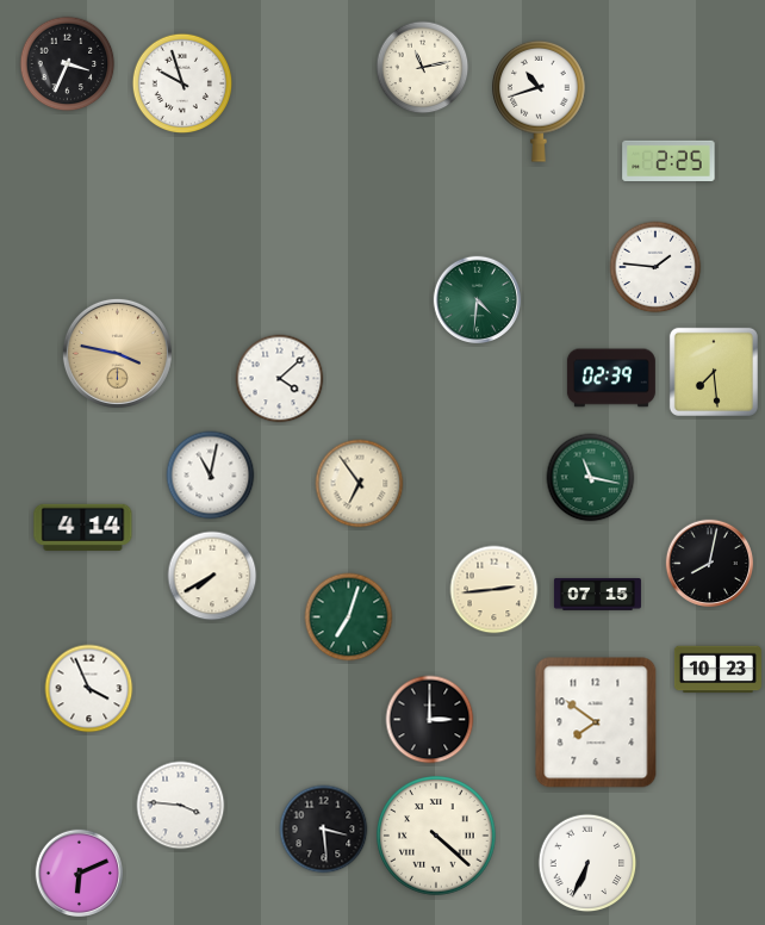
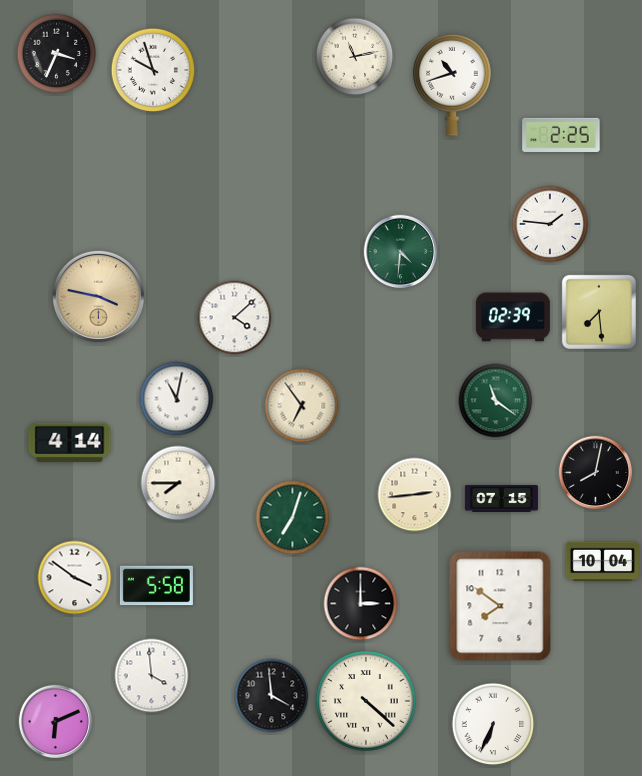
clock at (591, 478): 11:17 -> 11:21
clock at (212, 576): 7:40 -> 7:45
clock at (717, 670): 10:23 -> 10:04
clock at (89, 689): 3:56 -> 3:51
clock at (156, 586): none -> 5:58
clock at (181, 806): 3:46 -> 3:59
clock at (324, 830): 3:29 -> 3:59
clock at (80, 874) position: (80, 874) -> (56, 722)
